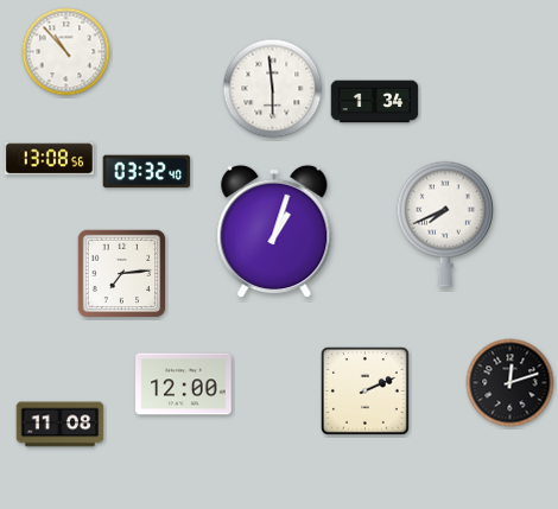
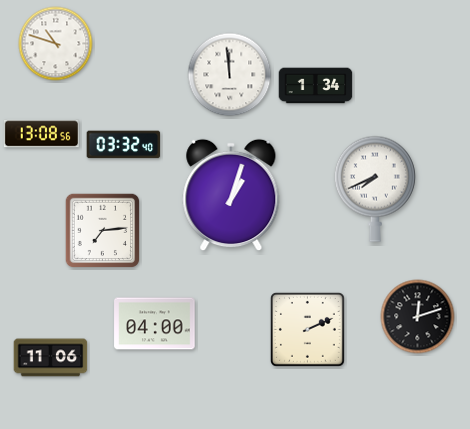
clock at (66, 52): 10:53 -> 10:48
clock at (273, 89): 5:59 -> 11:59
clock at (511, 383) position: (511, 383) -> (418, 317)
clock at (184, 384): 12:00 -> 04:00
clock at (61, 425): 11:08 -> 11:06
